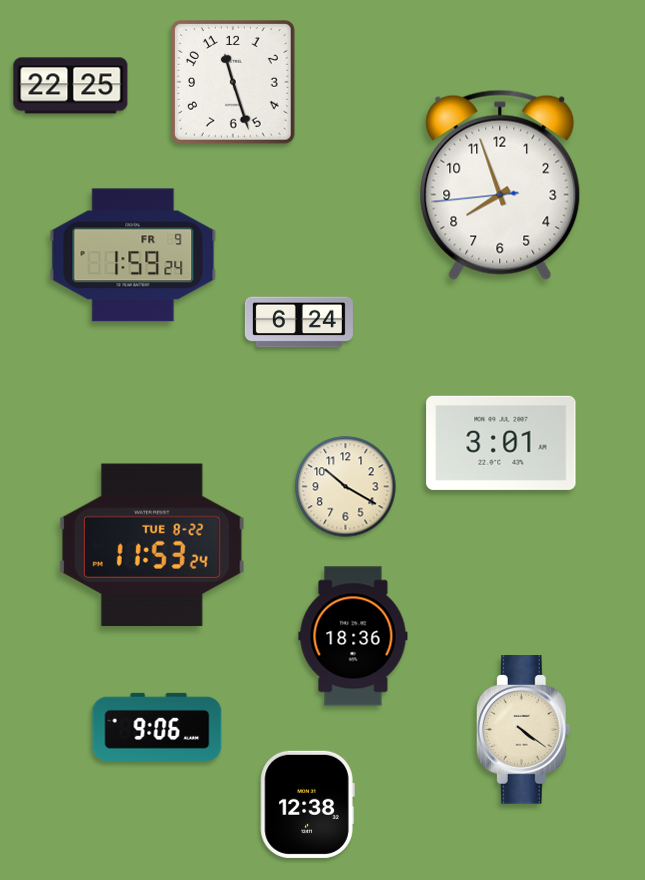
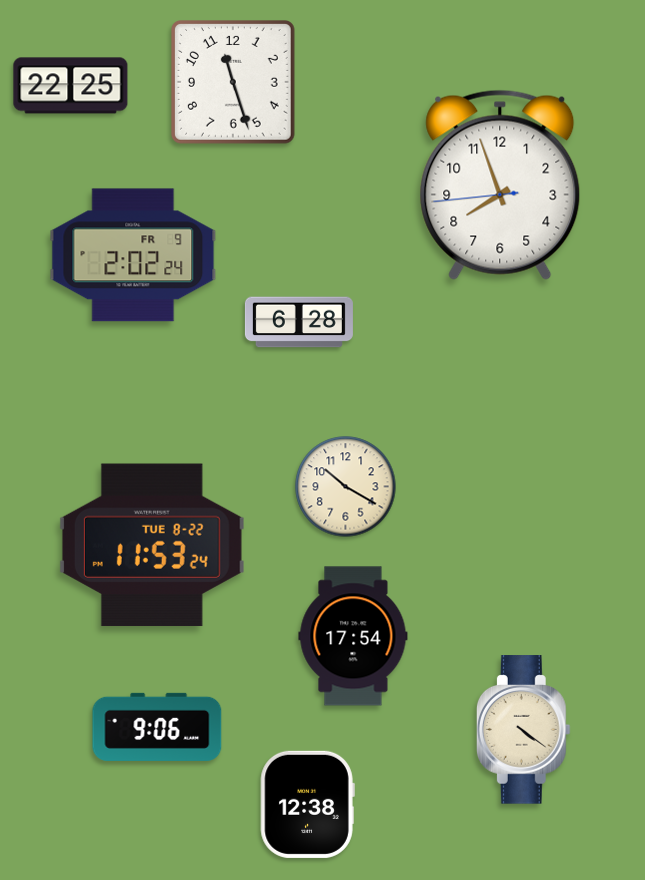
clock at (133, 255): 1:59 -> 2:02
clock at (299, 322): 6:24 -> 6:28
clock at (501, 443): 3:01 -> none
clock at (353, 636): 18:36 -> 17:54
